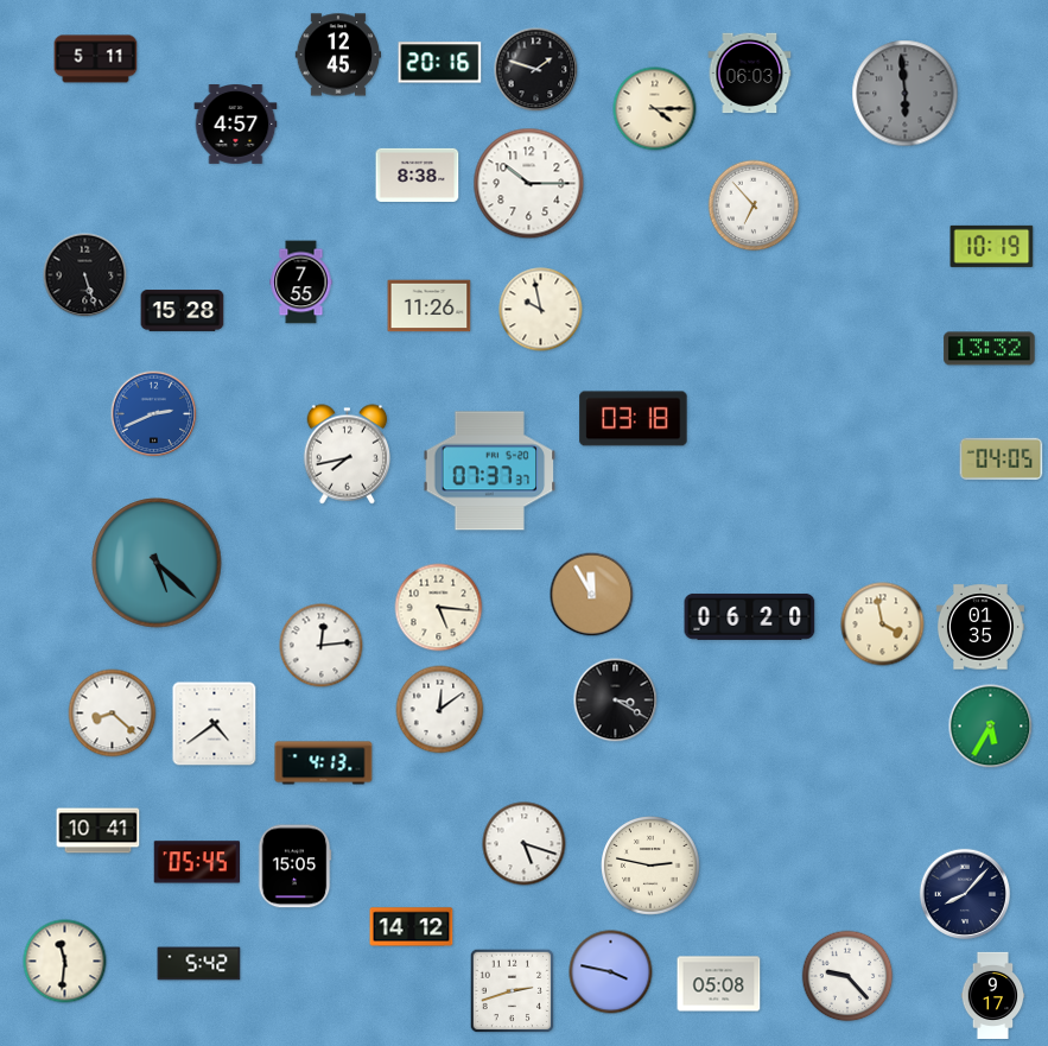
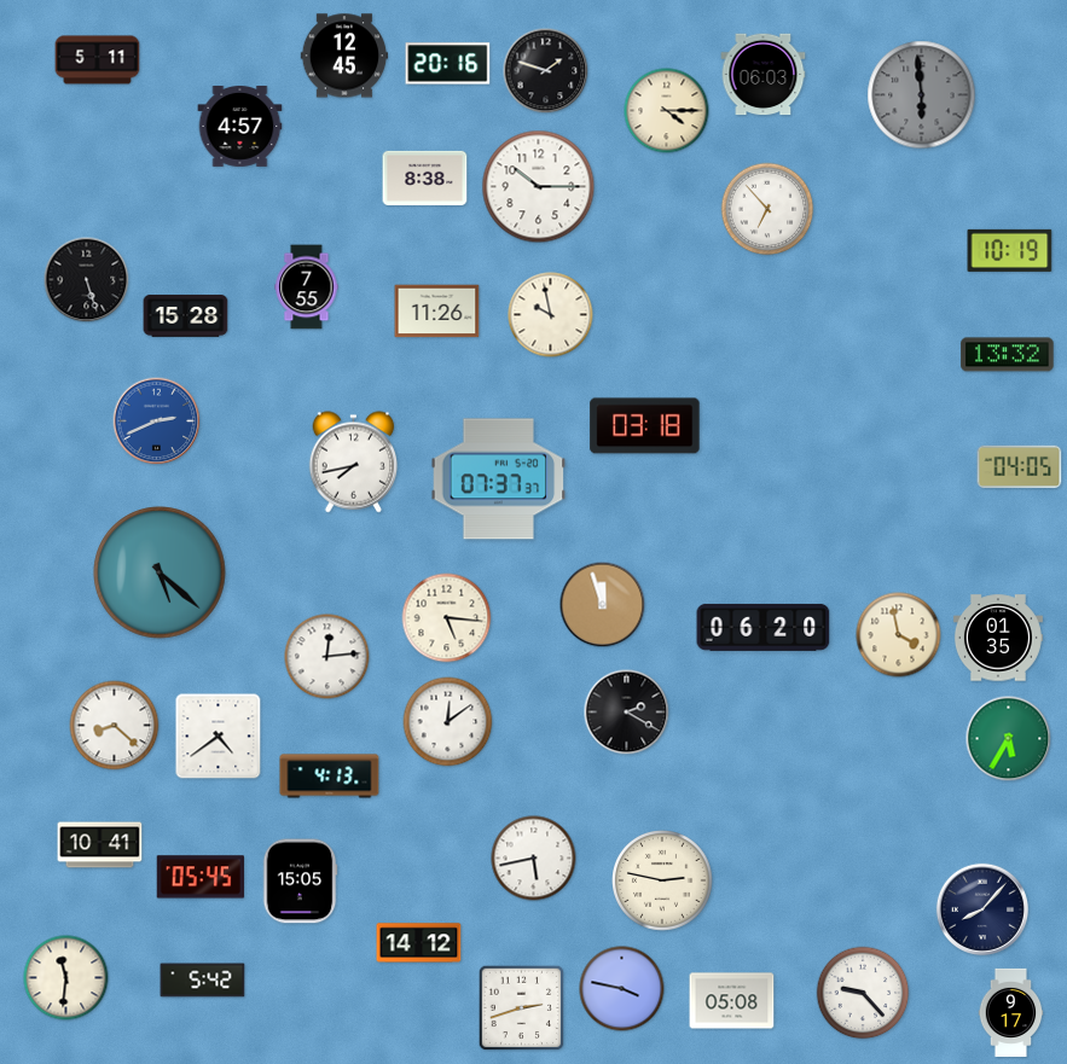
clock at (592, 595): 11:55 -> 11:57
clock at (616, 700): 3:20 -> 2:20
clock at (525, 844): 5:18 -> 5:43
